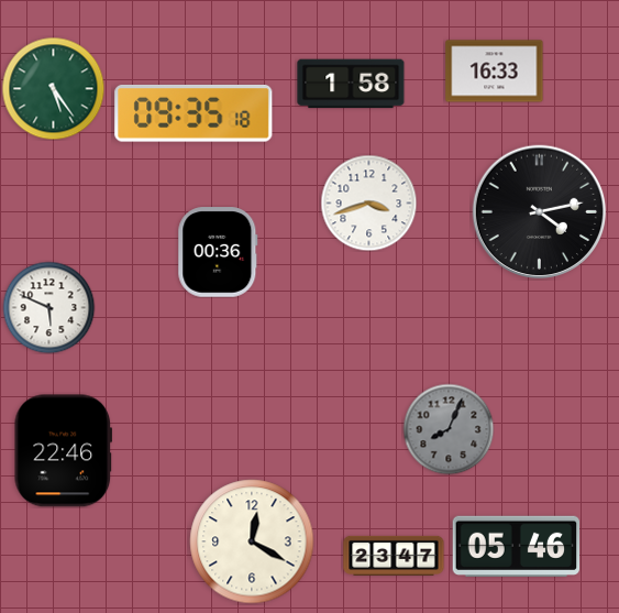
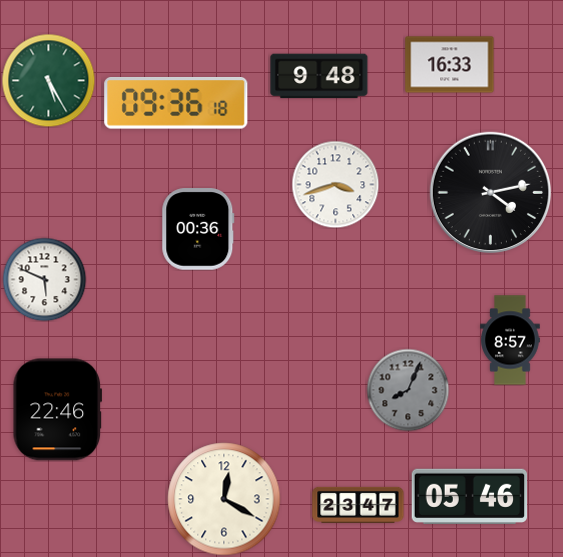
clock at (351, 84): 1:58 -> 9:48
clock at (53, 88): 5:24 -> 5:25
clock at (194, 114): 09:35 -> 09:36
clock at (510, 340): none -> 8:57
clock at (252, 541) position: (252, 541) -> (224, 499)
